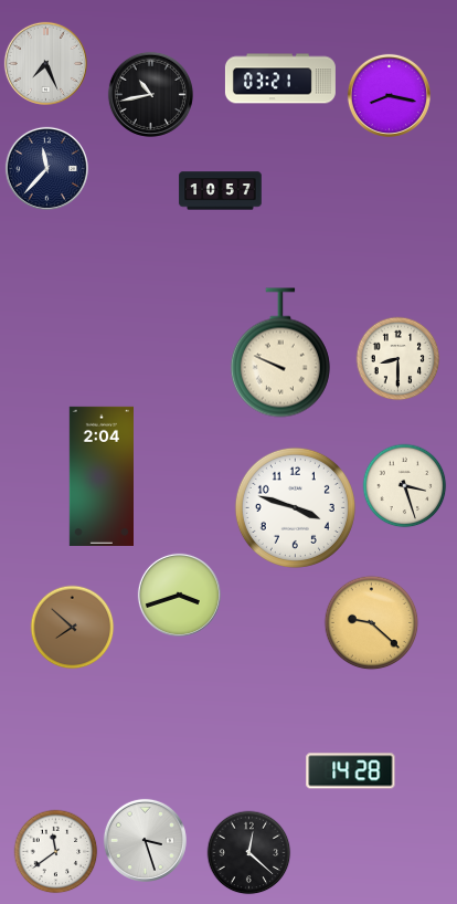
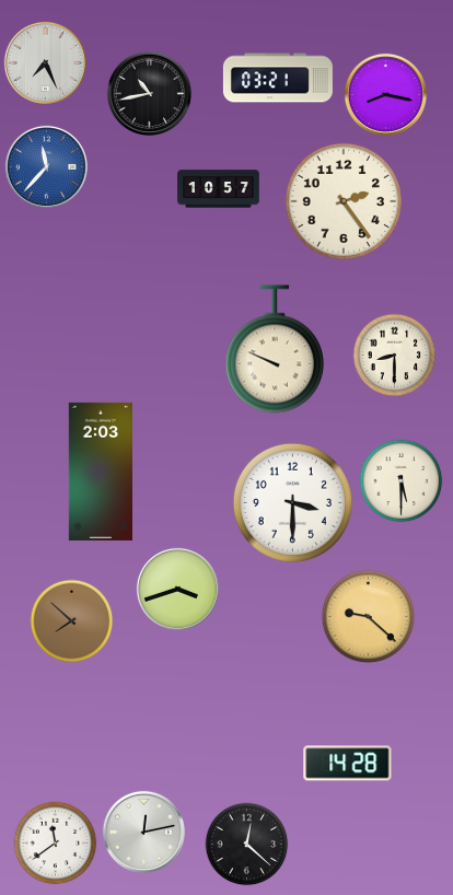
clock at (46, 168) dial: navy -> blue
clock at (344, 201): none -> 2:24
clock at (280, 353) position: (280, 353) -> (275, 349)
clock at (100, 476): 2:04 -> 2:03
clock at (405, 486): 3:27 -> 5:30
clock at (295, 507): 3:48 -> 3:30
clock at (145, 840): 3:27 -> 12:13
